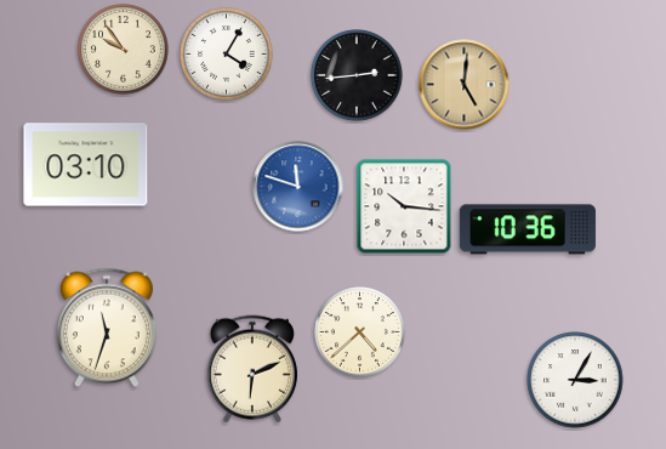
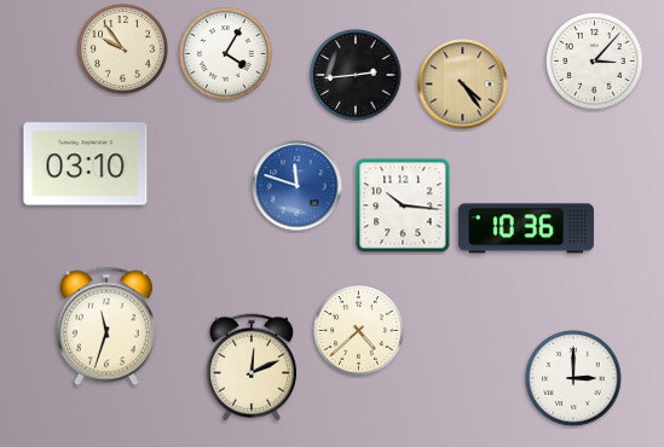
clock at (595, 62): none -> 3:07
clock at (465, 85): 5:01 -> 4:24
clock at (252, 369): 6:11 -> 12:11
clock at (575, 380): 3:05 -> 3:00
